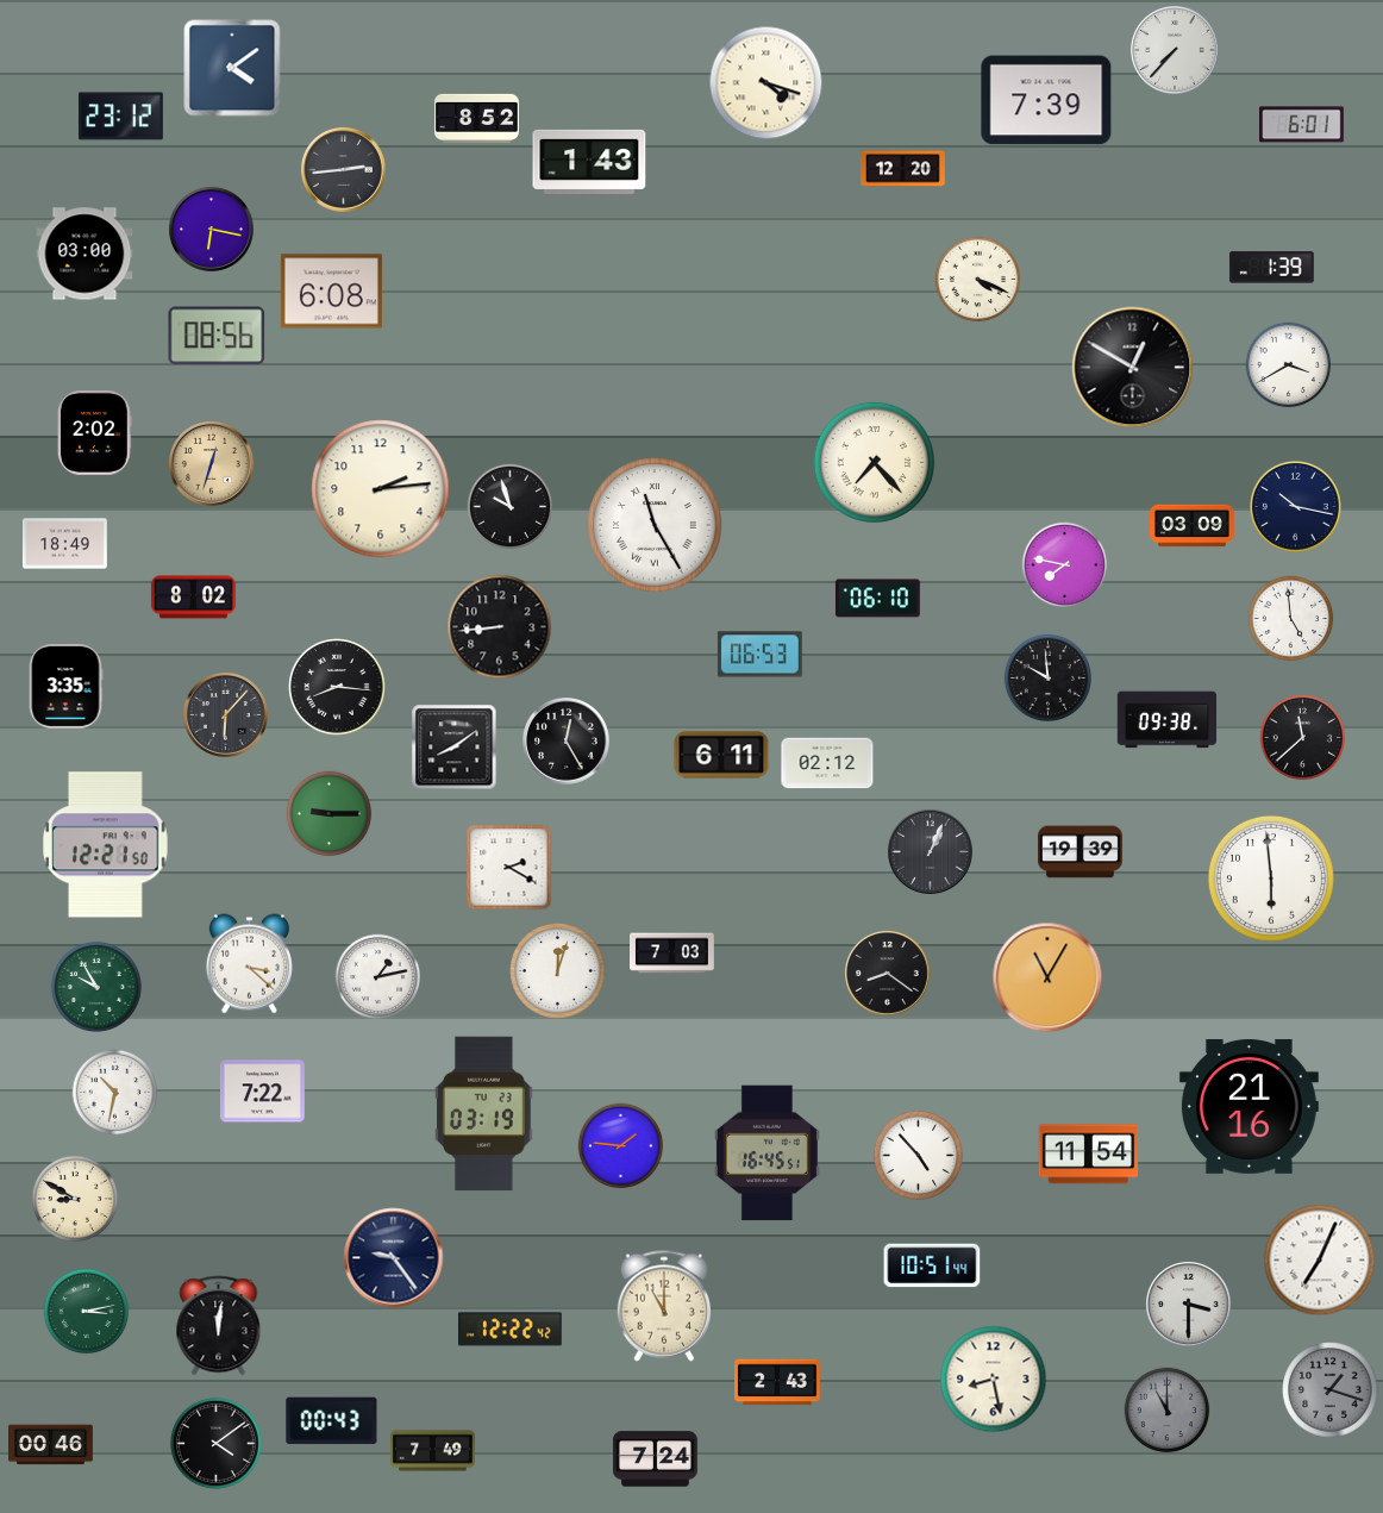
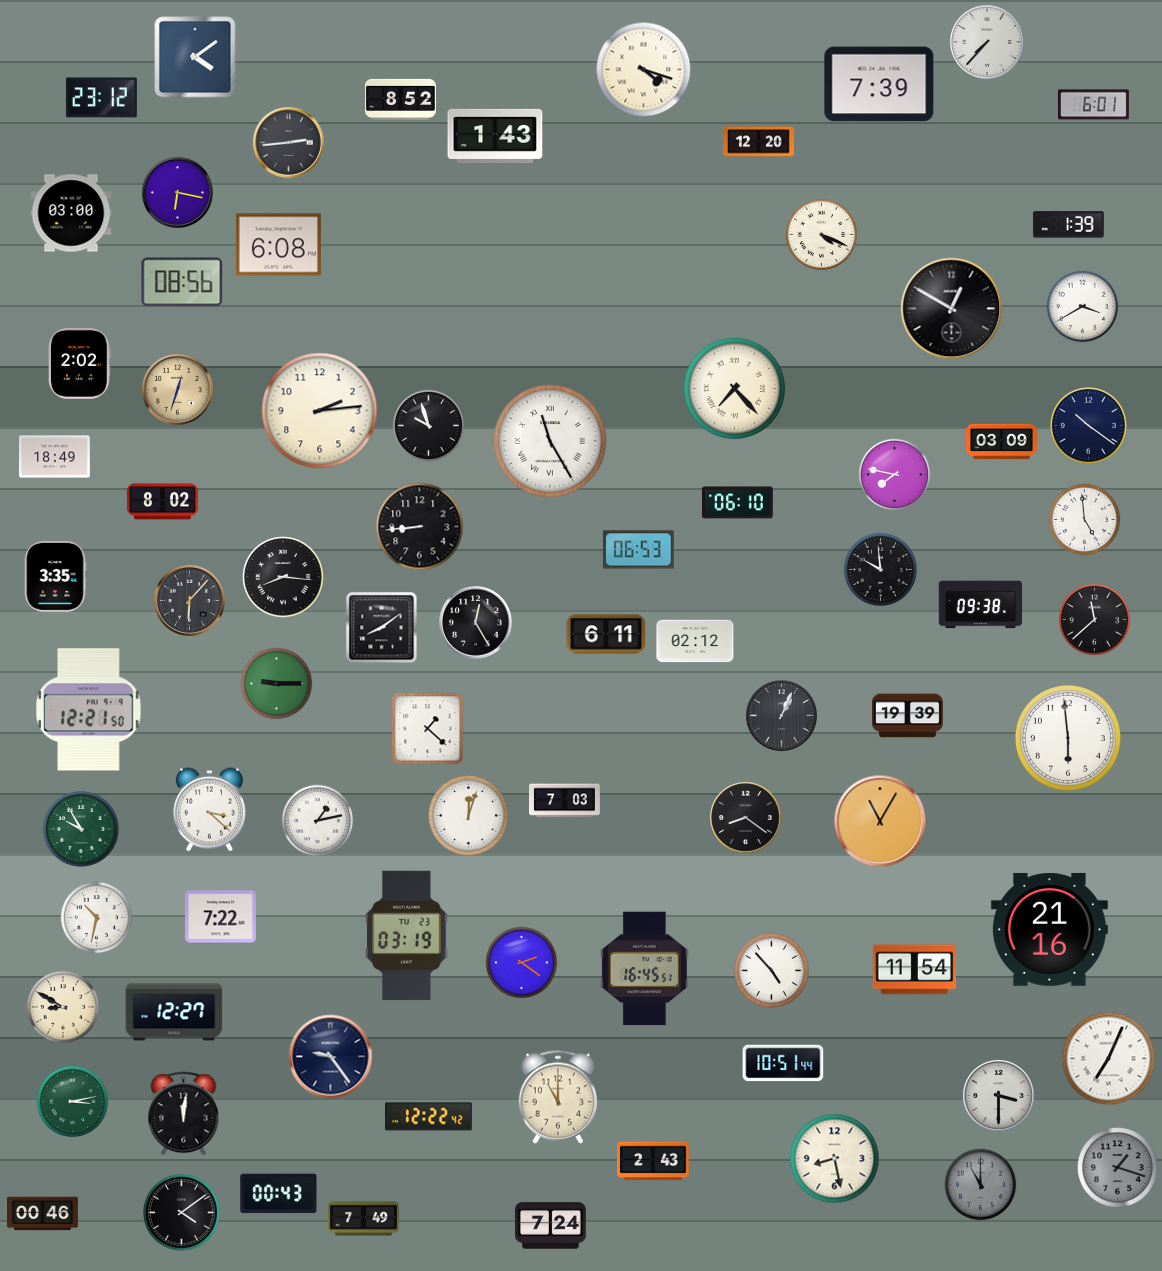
clock at (1295, 506): 10:17 -> 10:21
clock at (509, 868): 2:20 -> 1:22
clock at (621, 1146): 1:46 -> 2:21
clock at (174, 1012): none -> 12:27
